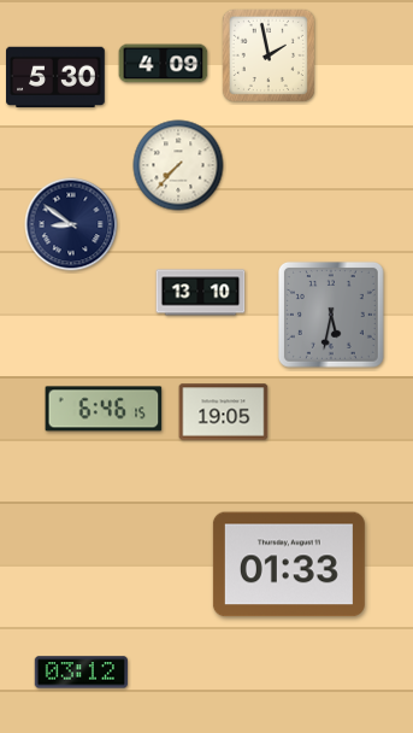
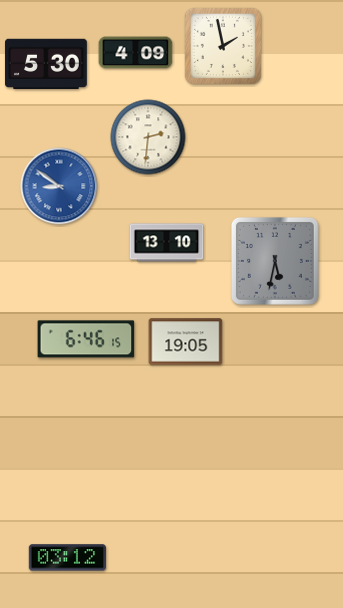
clock at (178, 165): 7:37 -> 2:31
clock at (71, 224) dial: navy -> blue
clock at (289, 564): 01:33 -> none
